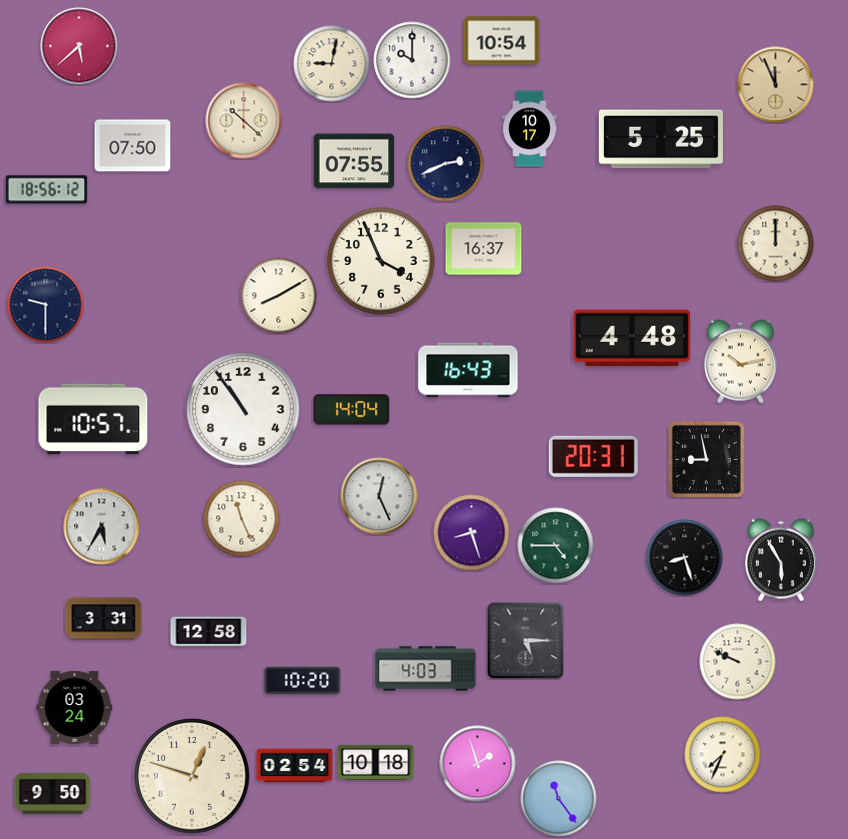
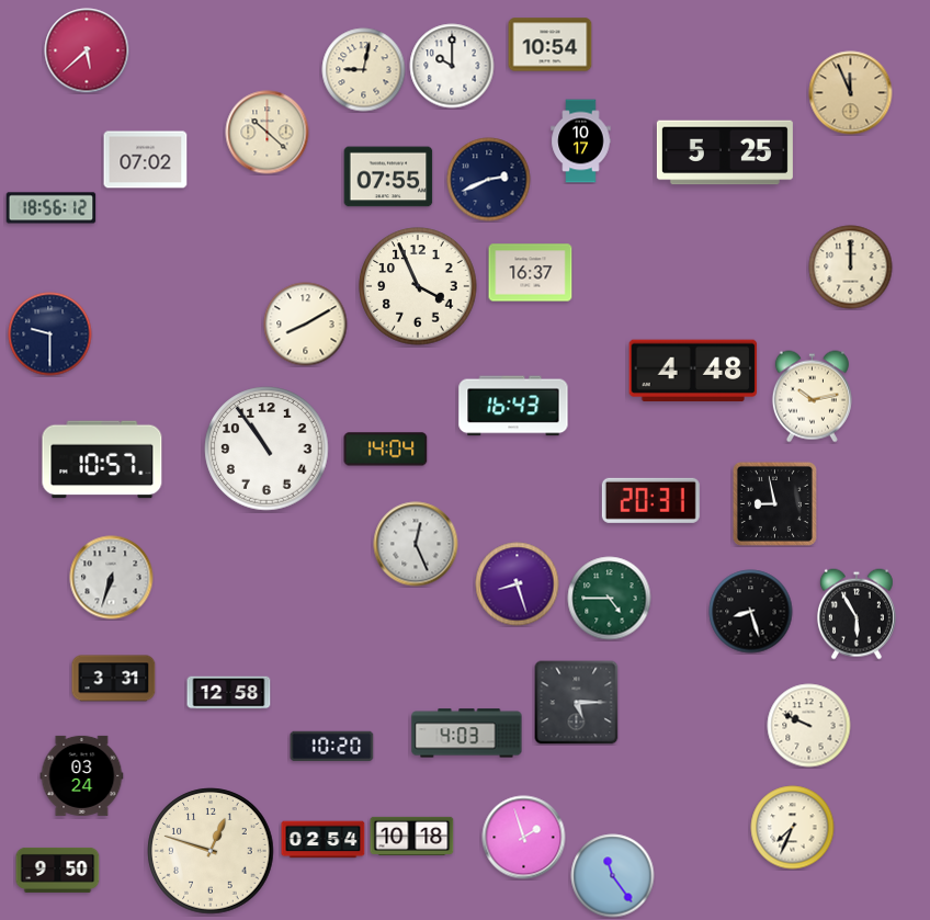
clock at (133, 146): 07:50 -> 07:02
clock at (242, 519): 11:26 -> none
clock at (102, 527): 5:35 -> 6:33
